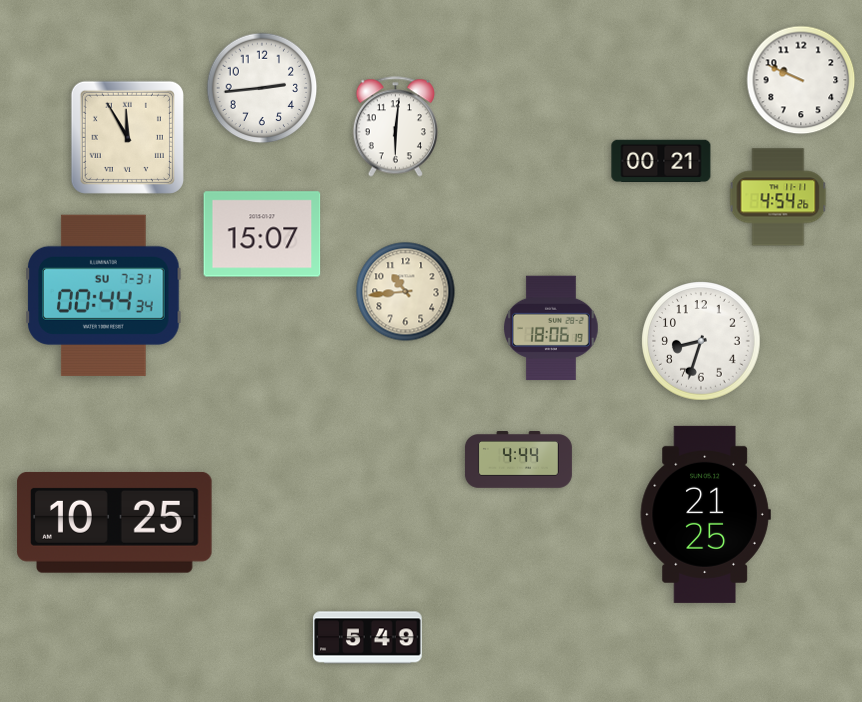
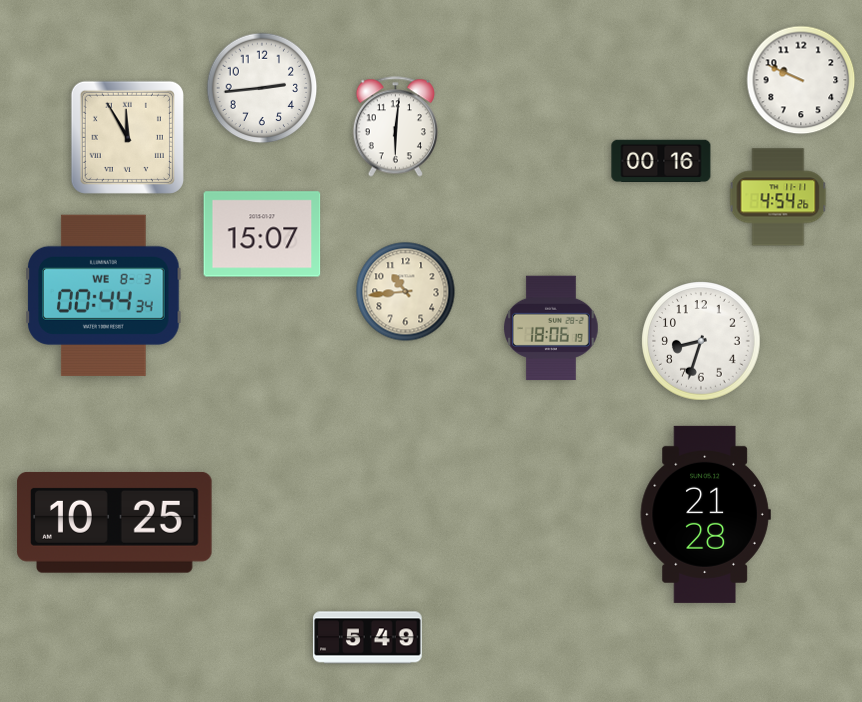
clock at (661, 160): 00:21 -> 00:16
clock at (104, 295) date: SU 7-31 -> WE 8-3
clock at (518, 460): 4:44 -> none
clock at (705, 514): 21:25 -> 21:28
